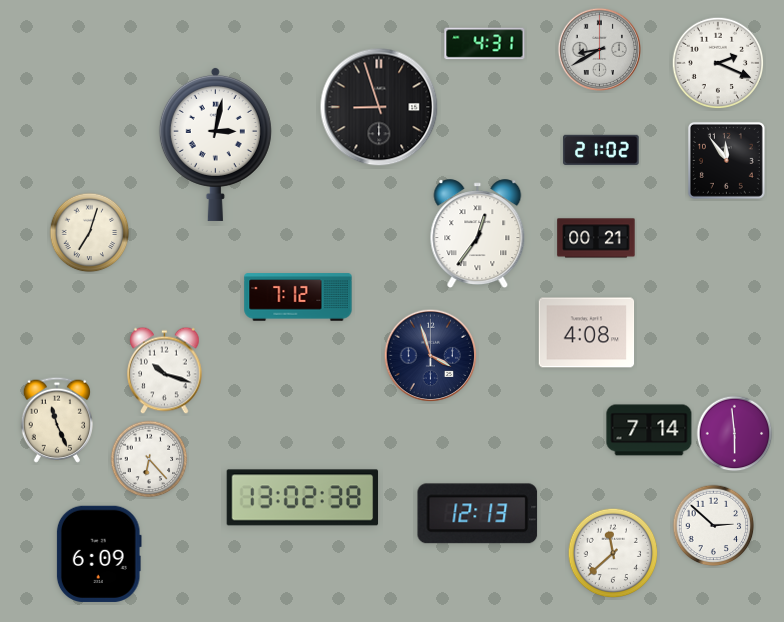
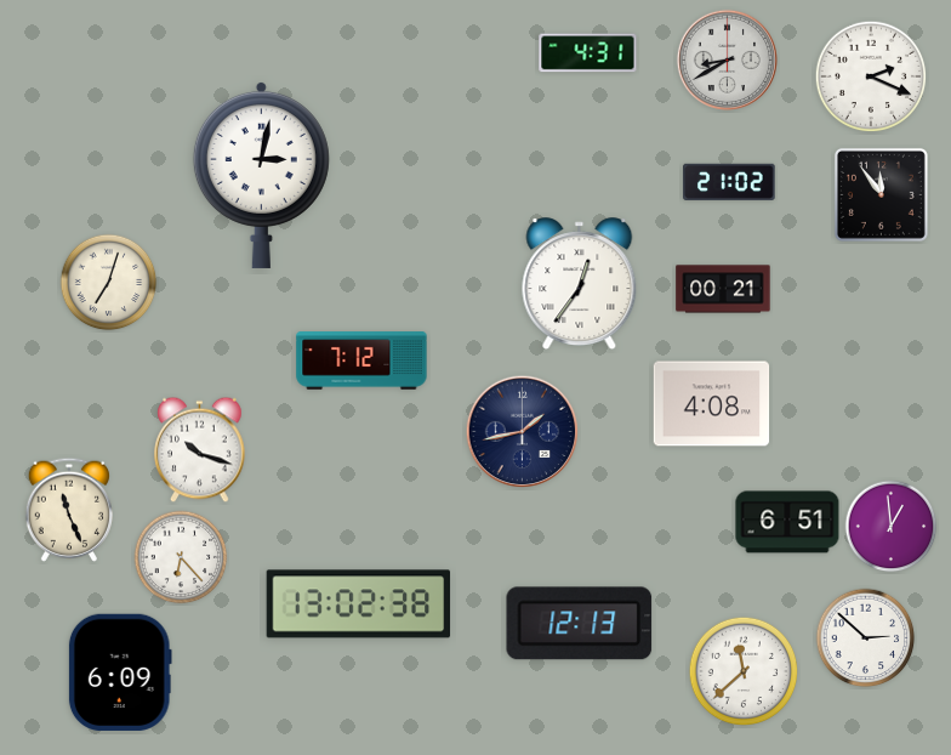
clock at (379, 107): 8:57 -> none
clock at (431, 356): 3:57 -> 1:43
clock at (649, 430): 7:14 -> 6:51
clock at (735, 434): 5:59 -> 12:59
clock at (303, 498) position: (303, 498) -> (359, 604)
